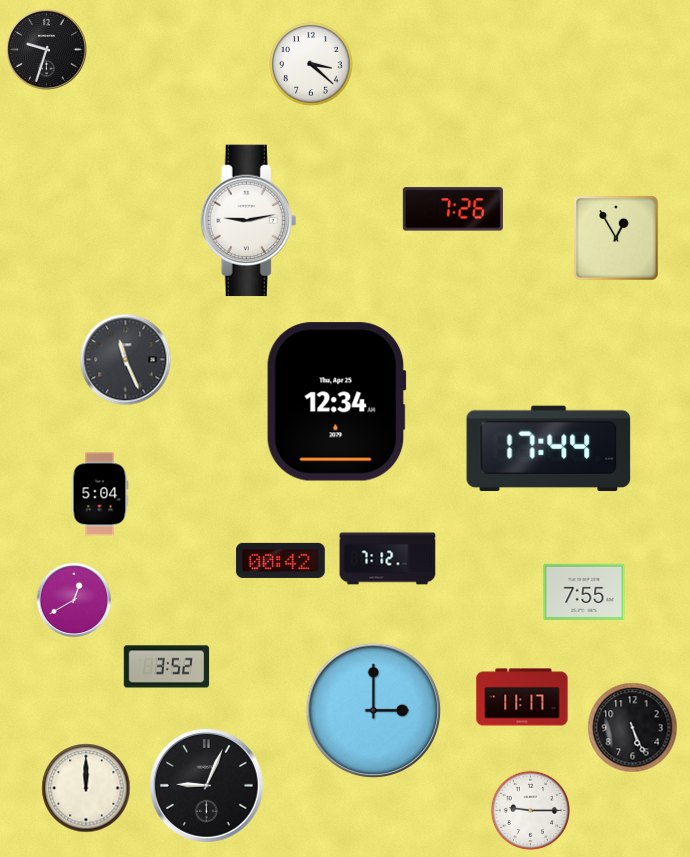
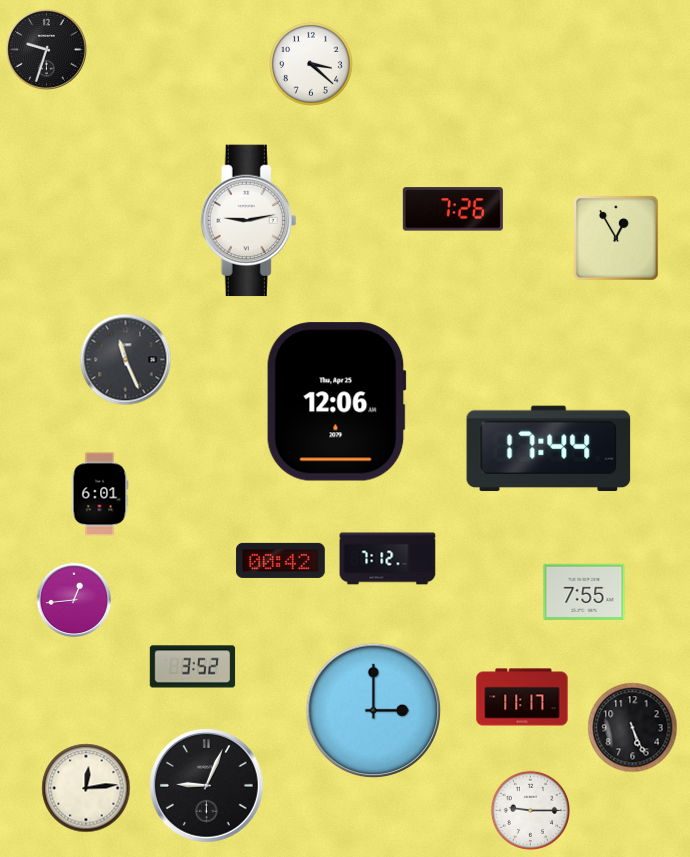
clock at (336, 402): 12:34 -> 12:06
clock at (100, 494): 5:04 -> 6:01
clock at (74, 600): 12:40 -> 12:44
clock at (167, 667) position: (167, 667) -> (193, 667)
clock at (86, 788): 12:00 -> 12:14
